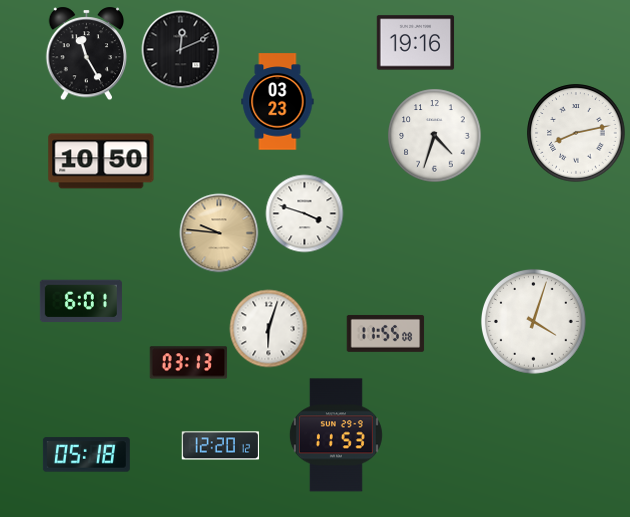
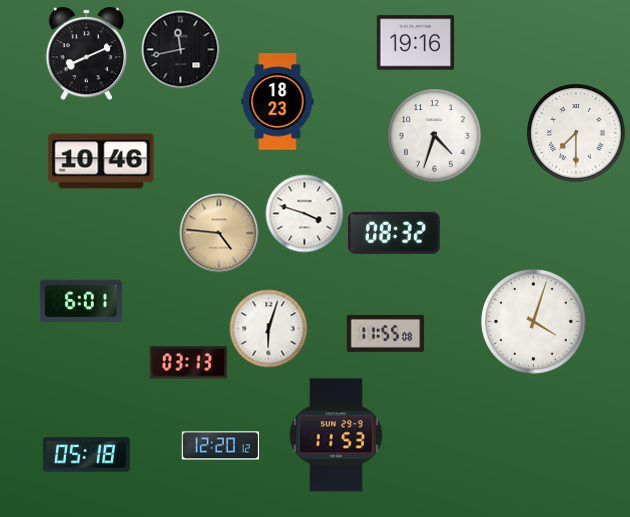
clock at (180, 49): 12:11 -> 11:43
clock at (87, 53): 11:25 -> 8:11
clock at (278, 102): 03:23 -> 18:23
clock at (576, 133): 8:13 -> 7:30
clock at (101, 161): 10:50 -> 10:46
clock at (219, 233): 9:46 -> 4:46
clock at (394, 233): none -> 08:32
